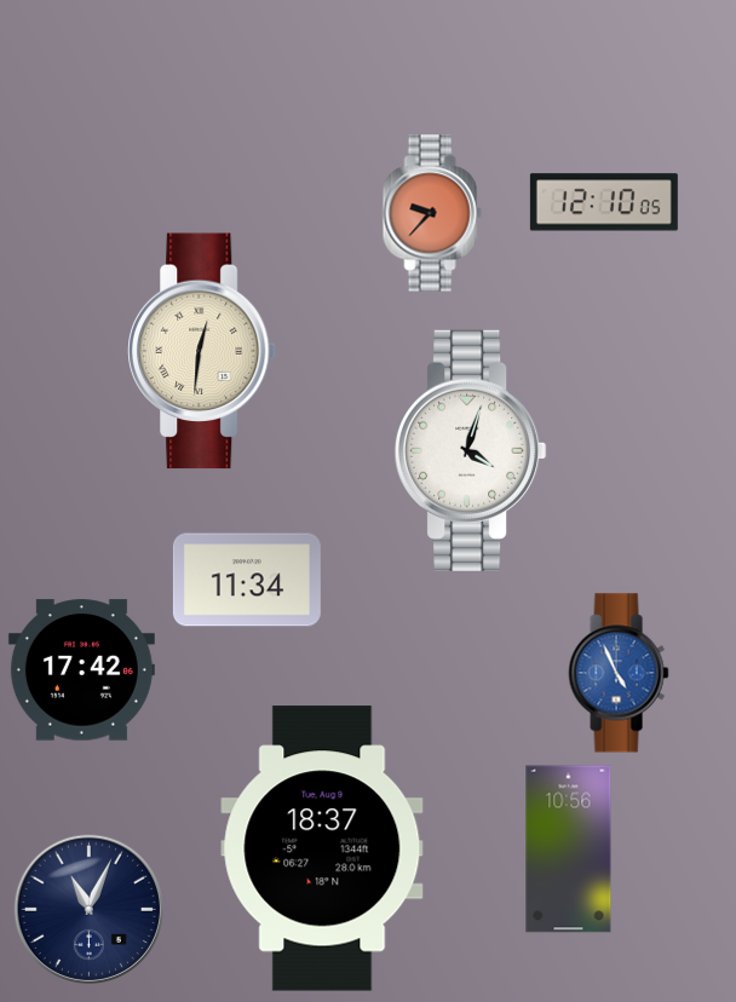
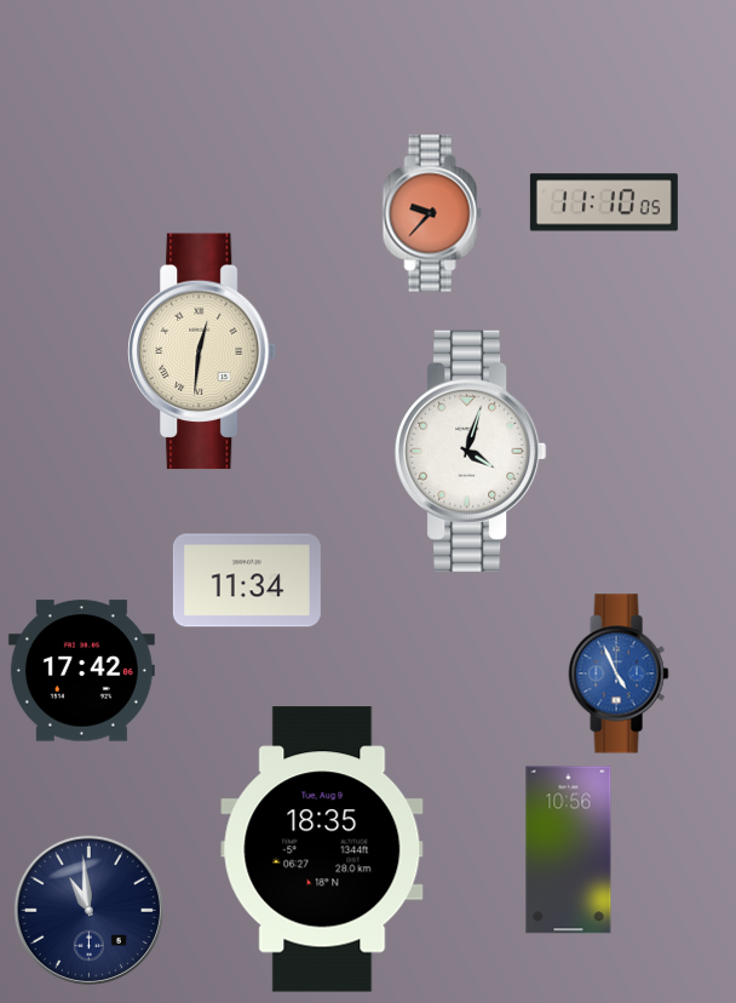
clock at (604, 202): 12:10 -> 11:10
clock at (322, 848): 18:37 -> 18:35
clock at (88, 909): 11:04 -> 10:59
